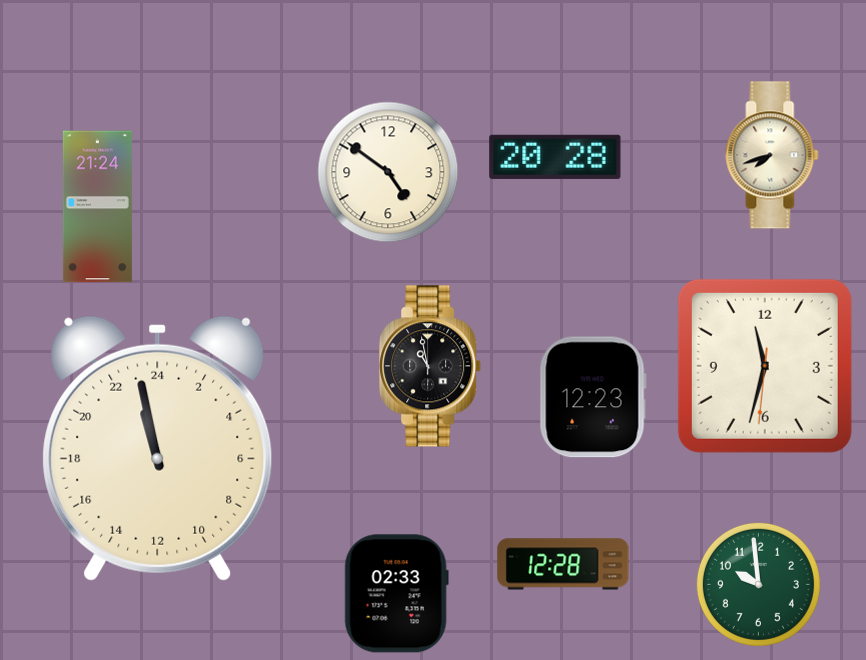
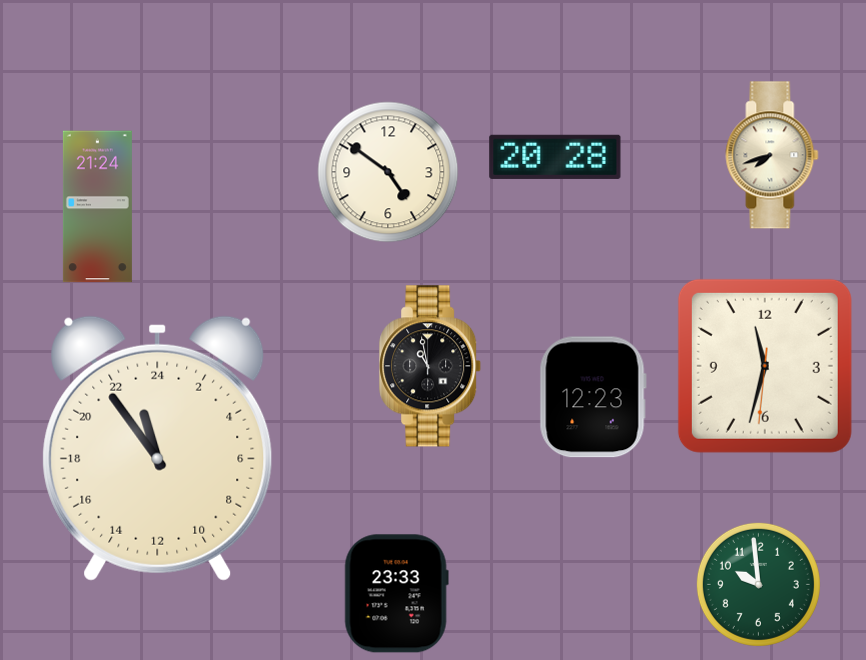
clock at (158, 448): 22:58 -> 22:54
clock at (563, 564): 12:28 -> none
clock at (396, 594): 02:33 -> 23:33
